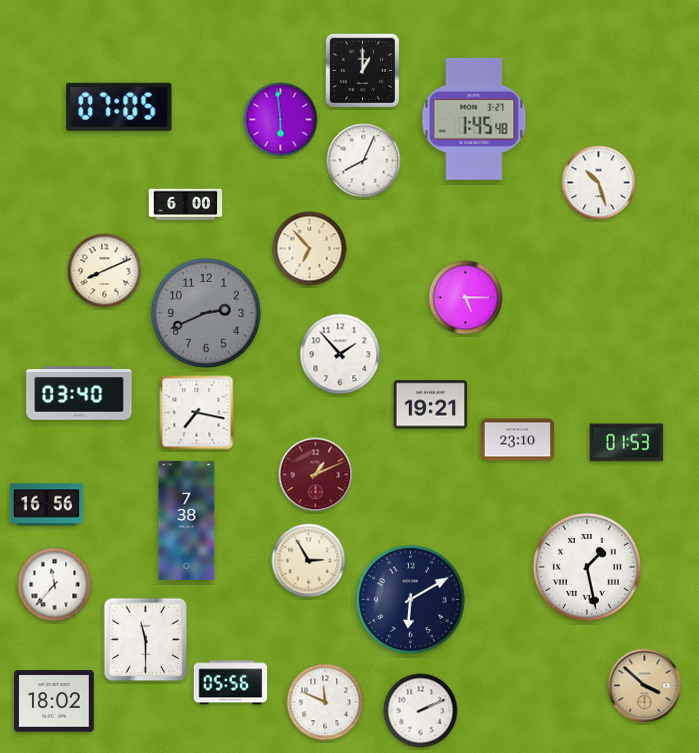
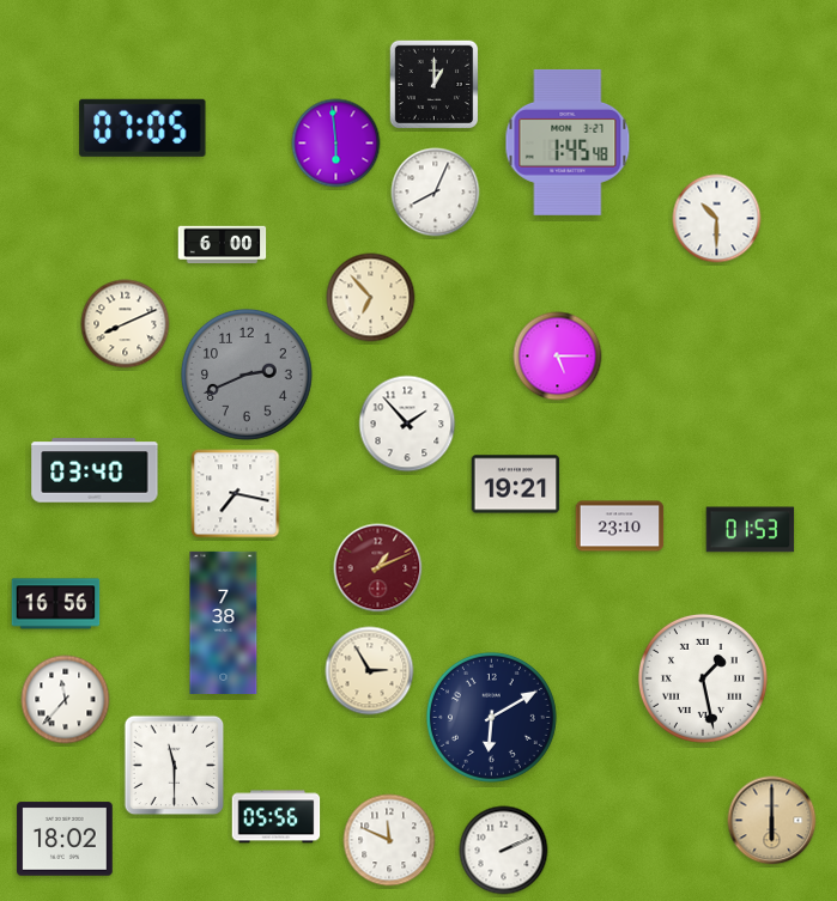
clock at (599, 183): 10:27 -> 10:30
clock at (645, 686): 3:52 -> 6:00
